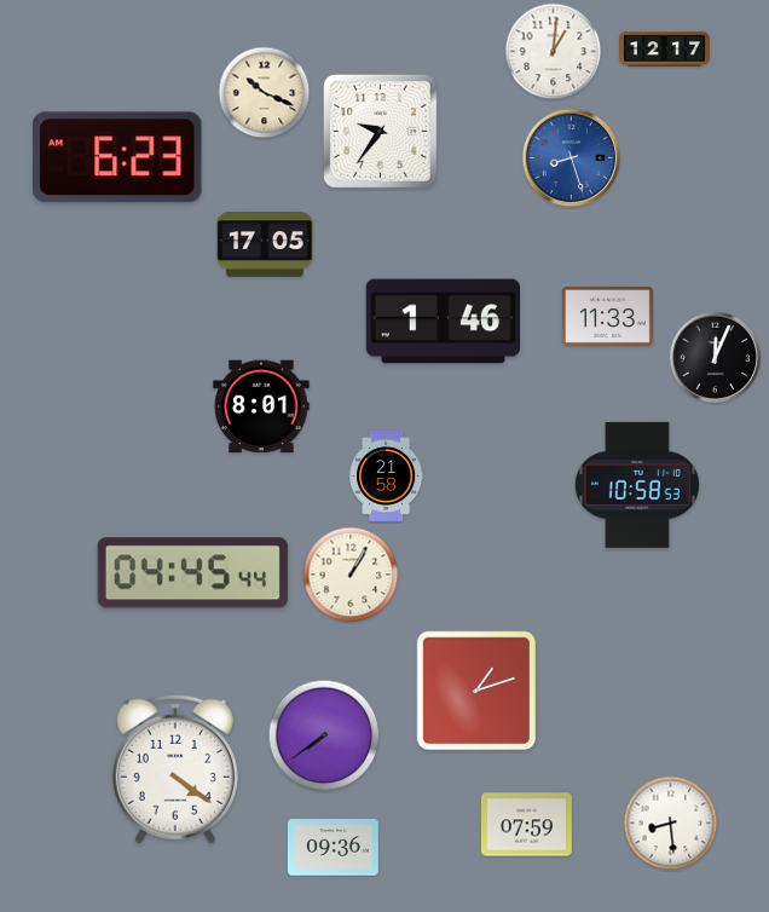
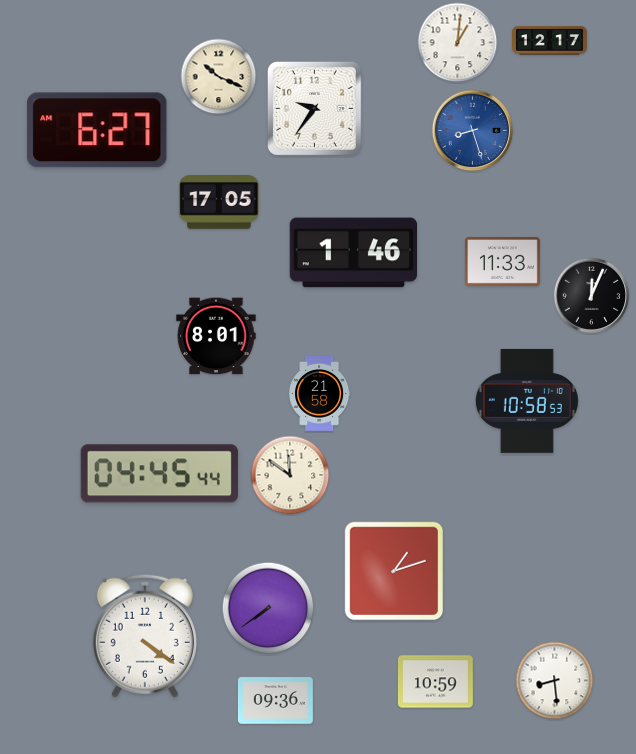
clock at (117, 157): 6:23 -> 6:27
clock at (444, 322) position: (444, 322) -> (354, 253)
clock at (351, 575): 1:05 -> 11:51
clock at (526, 825): 07:59 -> 10:59
